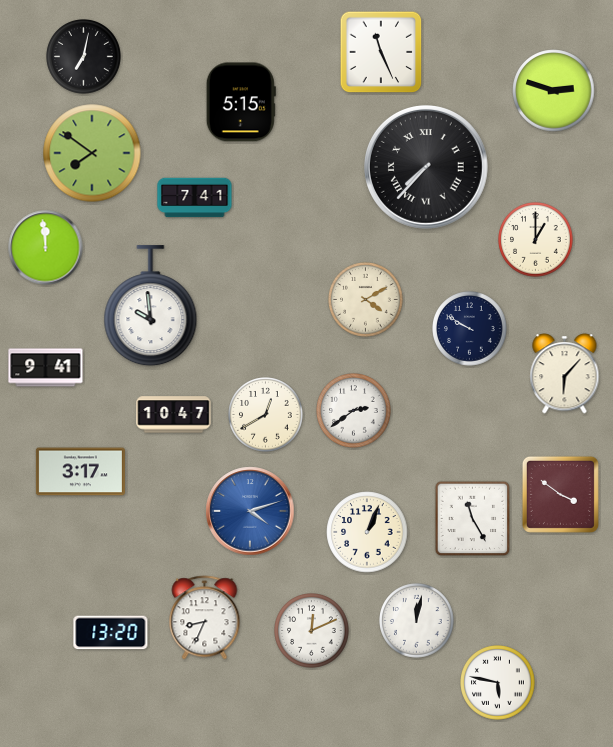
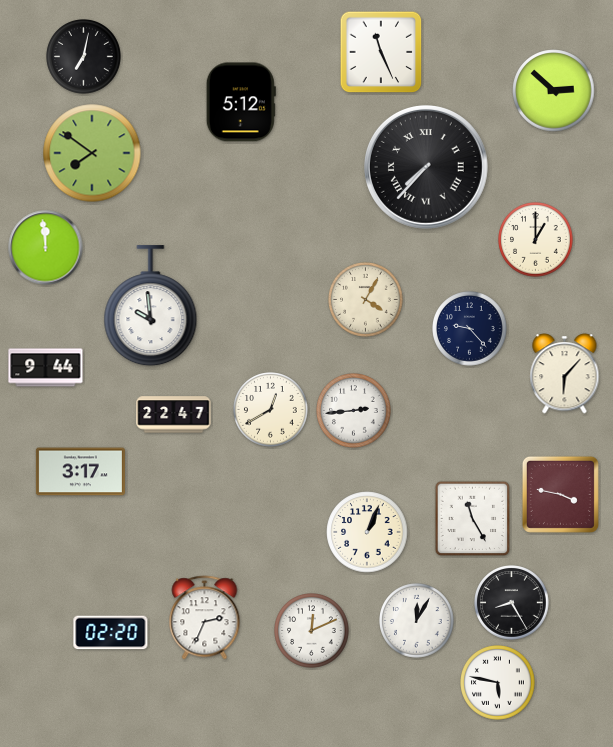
clock at (554, 91): 2:48 -> 2:52
clock at (241, 102): 5:15 -> 5:12
clock at (195, 198): 7:41 -> none
clock at (366, 300): 4:10 -> 4:05
clock at (470, 329): 9:50 -> 9:23
clock at (46, 368): 9:41 -> 9:44
clock at (354, 411): 2:39 -> 2:44
clock at (174, 415): 10:47 -> 22:47
clock at (266, 415) position: (266, 415) -> (271, 410)
clock at (560, 494): 3:51 -> 3:47
clock at (250, 511): 4:12 -> none
clock at (512, 603): none -> 8:25
clock at (205, 618): 8:34 -> 2:34
clock at (417, 621): 12:02 -> 12:05
clock at (111, 633): 13:20 -> 02:20
